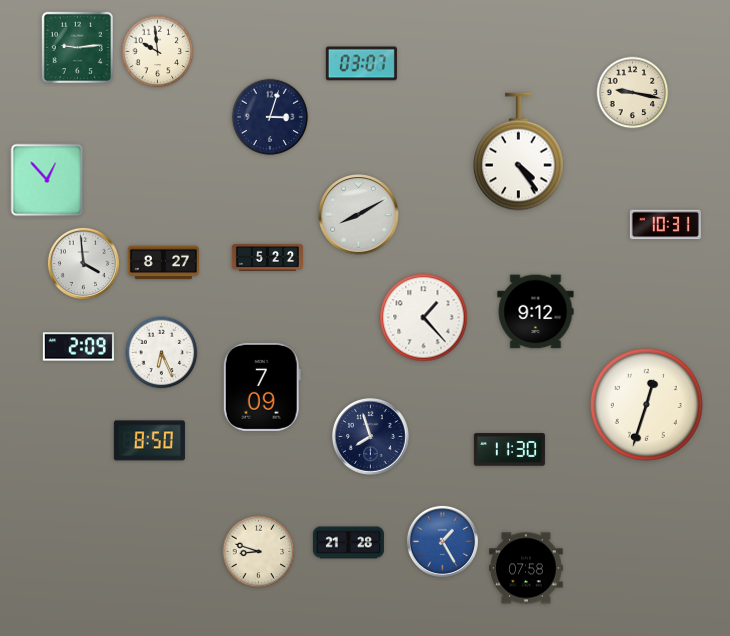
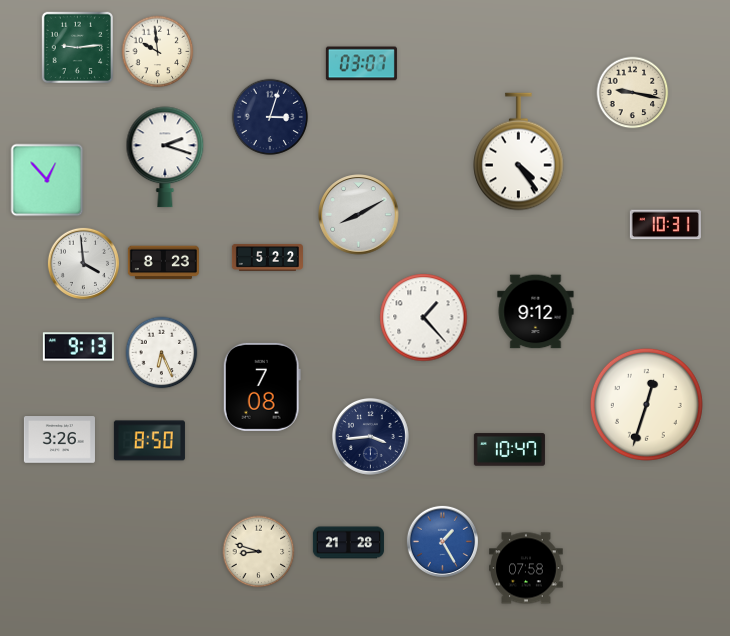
clock at (165, 157): none -> 2:18
clock at (163, 263): 8:27 -> 8:23
clock at (78, 347): 2:09 -> 9:13
clock at (262, 387): 7:09 -> 7:08
clock at (370, 436): 7:57 -> 3:44
clock at (59, 440): none -> 3:26
clock at (509, 450): 11:30 -> 10:47
